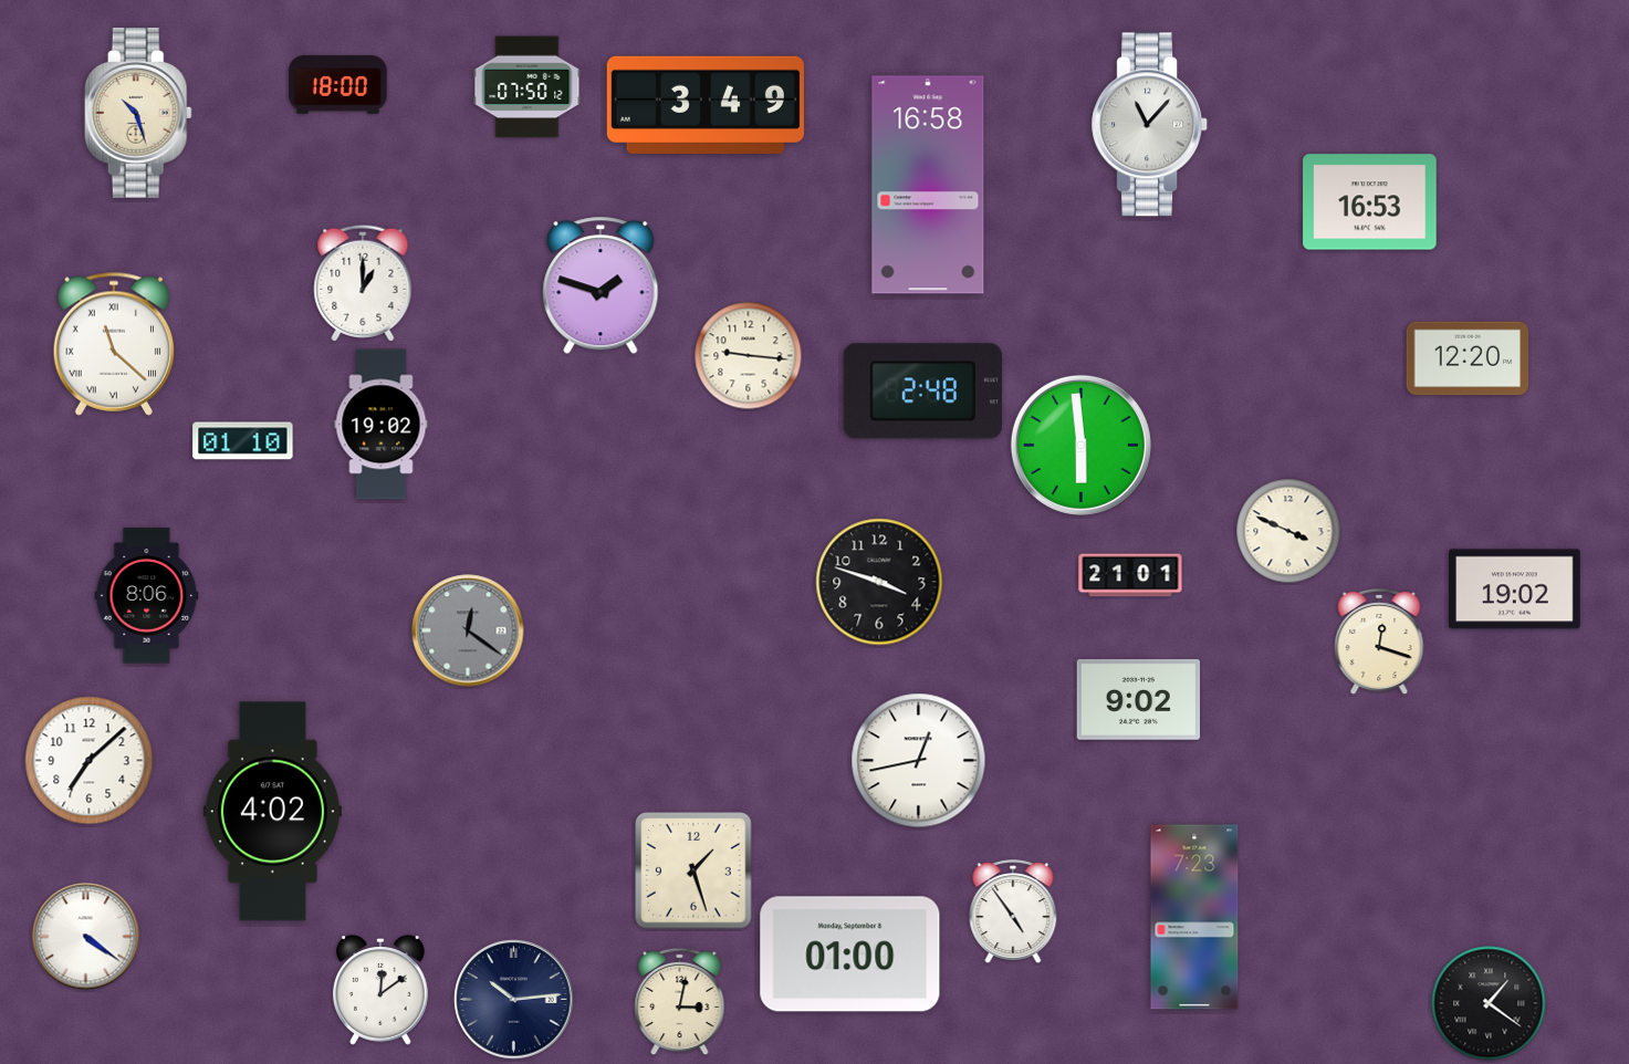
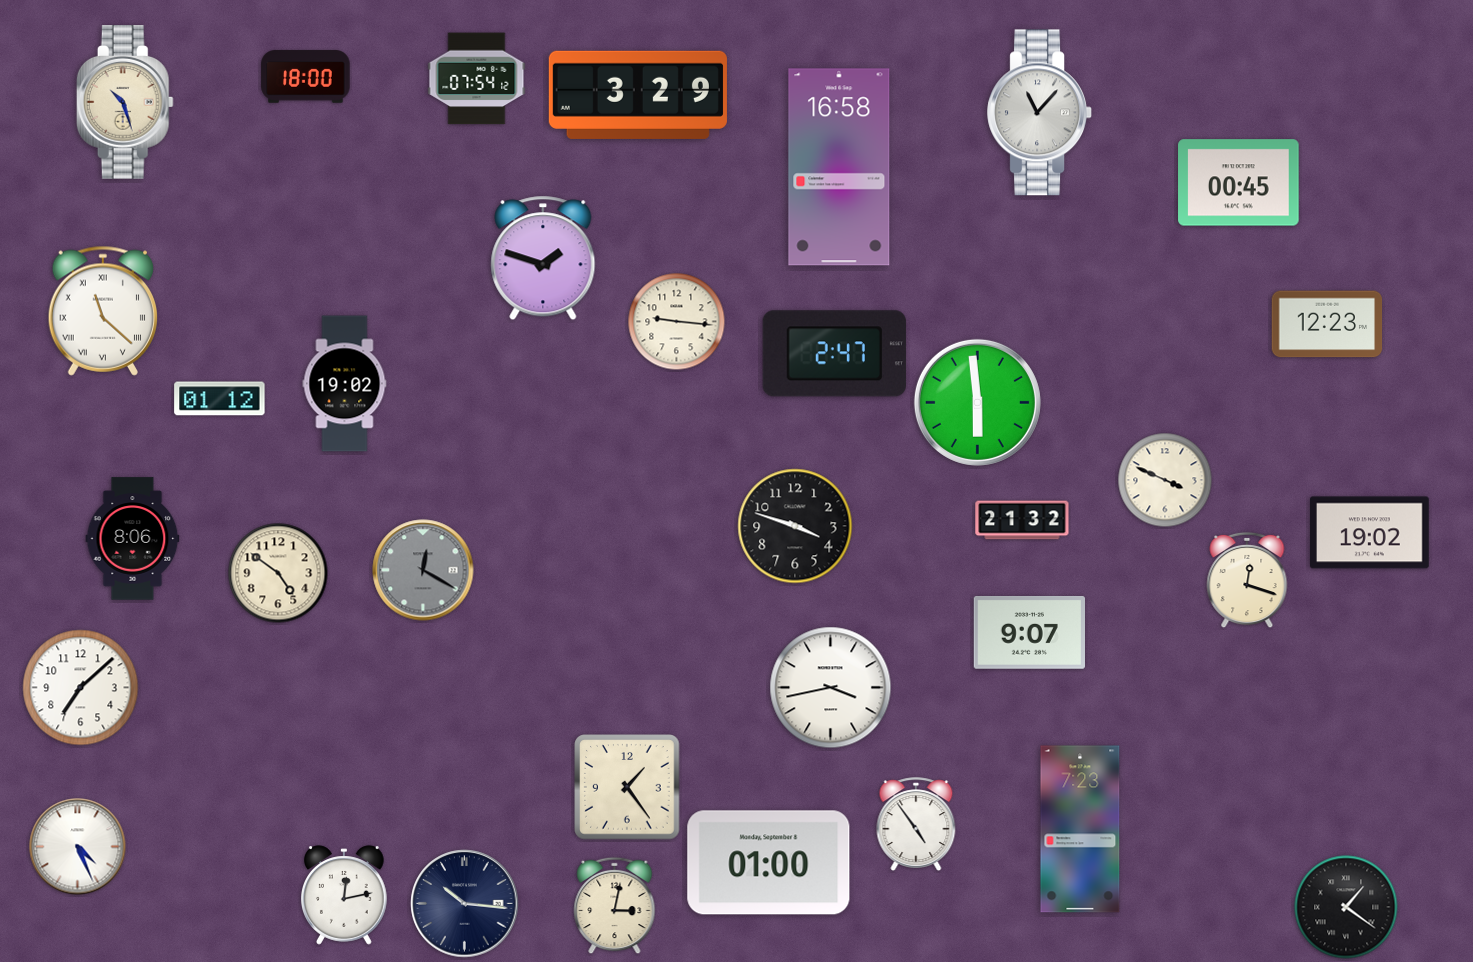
clock at (528, 87): 07:50 -> 07:54
clock at (706, 105): 3:49 -> 3:29
clock at (1370, 202): 16:53 -> 00:45
clock at (363, 283): 1:00 -> none
clock at (1468, 358): 12:20 -> 12:23
clock at (922, 392): 2:48 -> 2:47
clock at (243, 441): 01:10 -> 01:12
clock at (1130, 575): 21:01 -> 21:32
clock at (468, 630): 12:21 -> 12:20
clock at (278, 573): none -> 4:51
clock at (1138, 700): 9:02 -> 9:07
clock at (919, 761): 12:43 -> 3:43
clock at (272, 812): 4:02 -> none
clock at (693, 870): 1:27 -> 1:24
clock at (86, 937): 4:21 -> 4:26
clock at (382, 990): 12:09 -> 12:13
clock at (514, 1000): 10:14 -> 10:16
